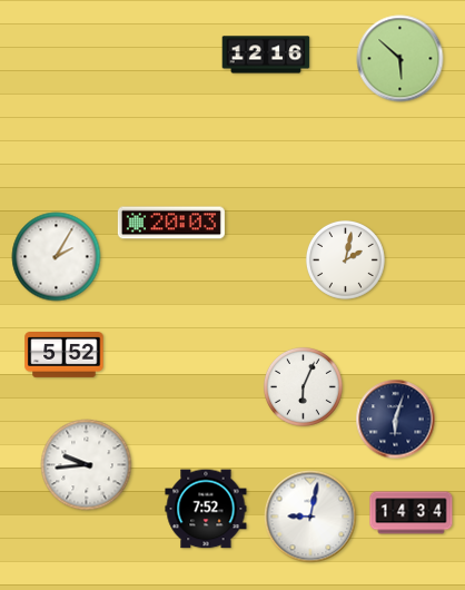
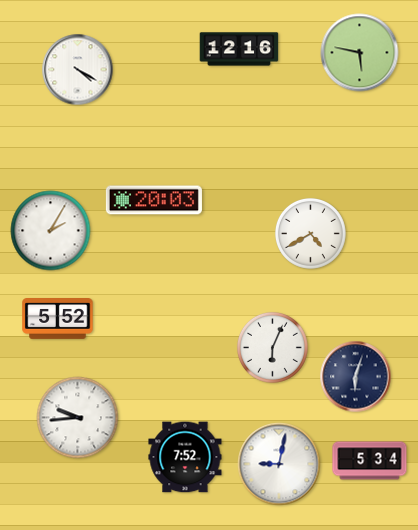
clock at (400, 59): 5:52 -> 5:47
clock at (78, 70): none -> 4:20
clock at (345, 259): 2:02 -> 4:40
clock at (412, 513): 14:34 -> 5:34
